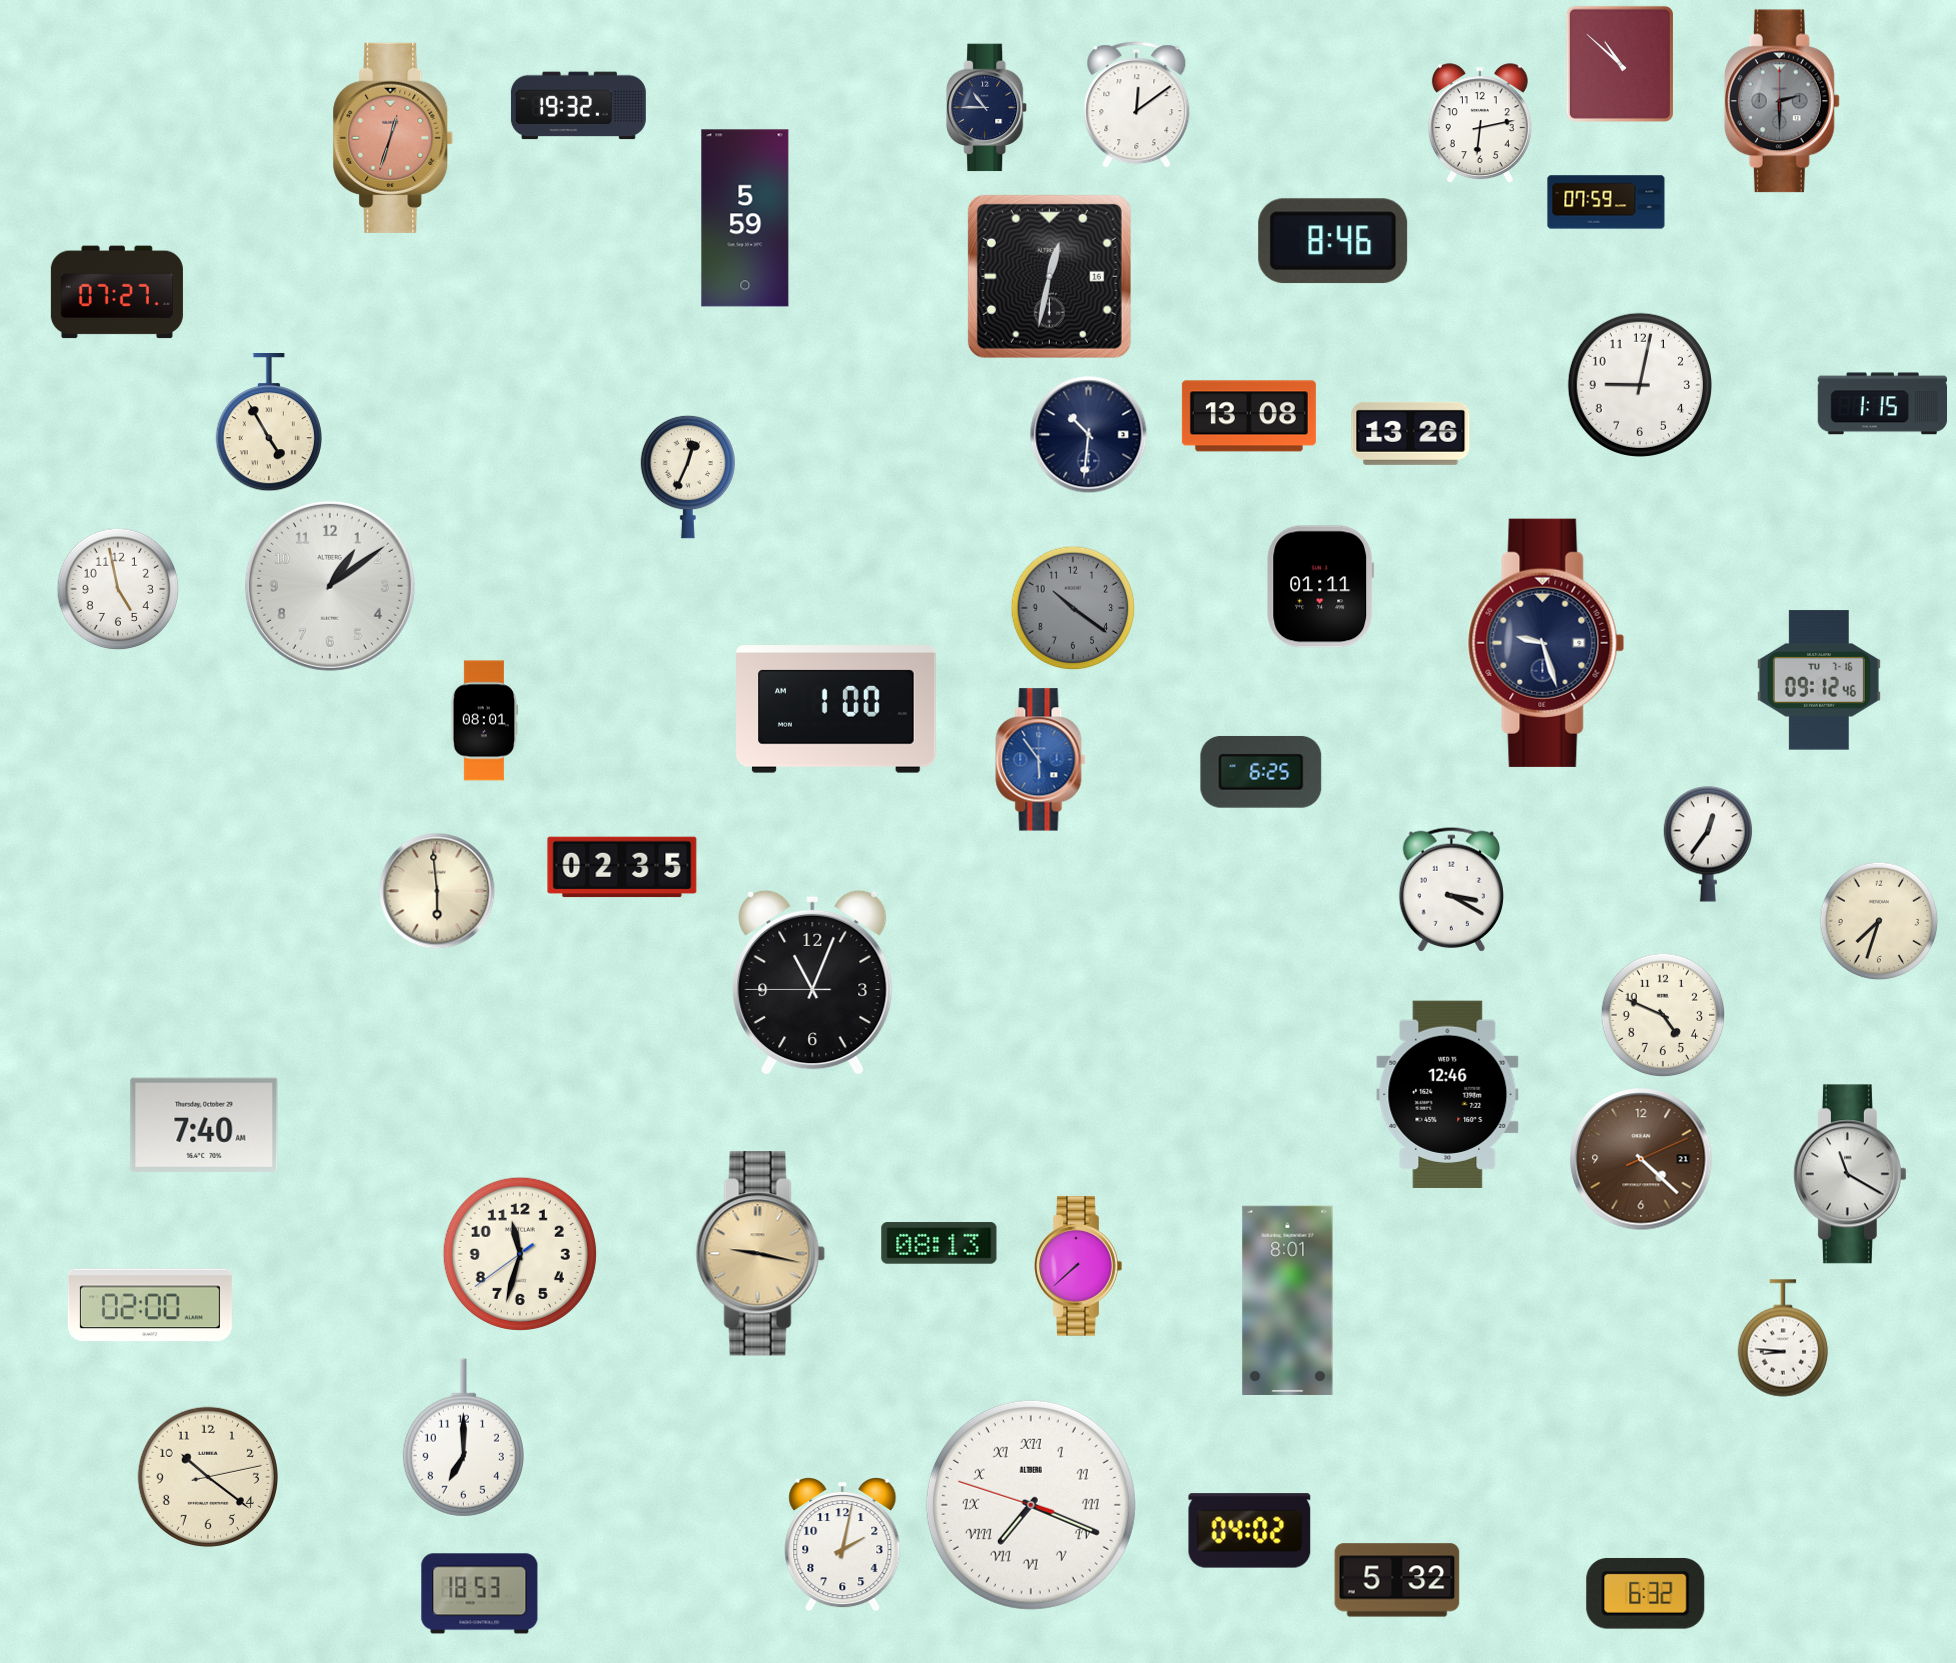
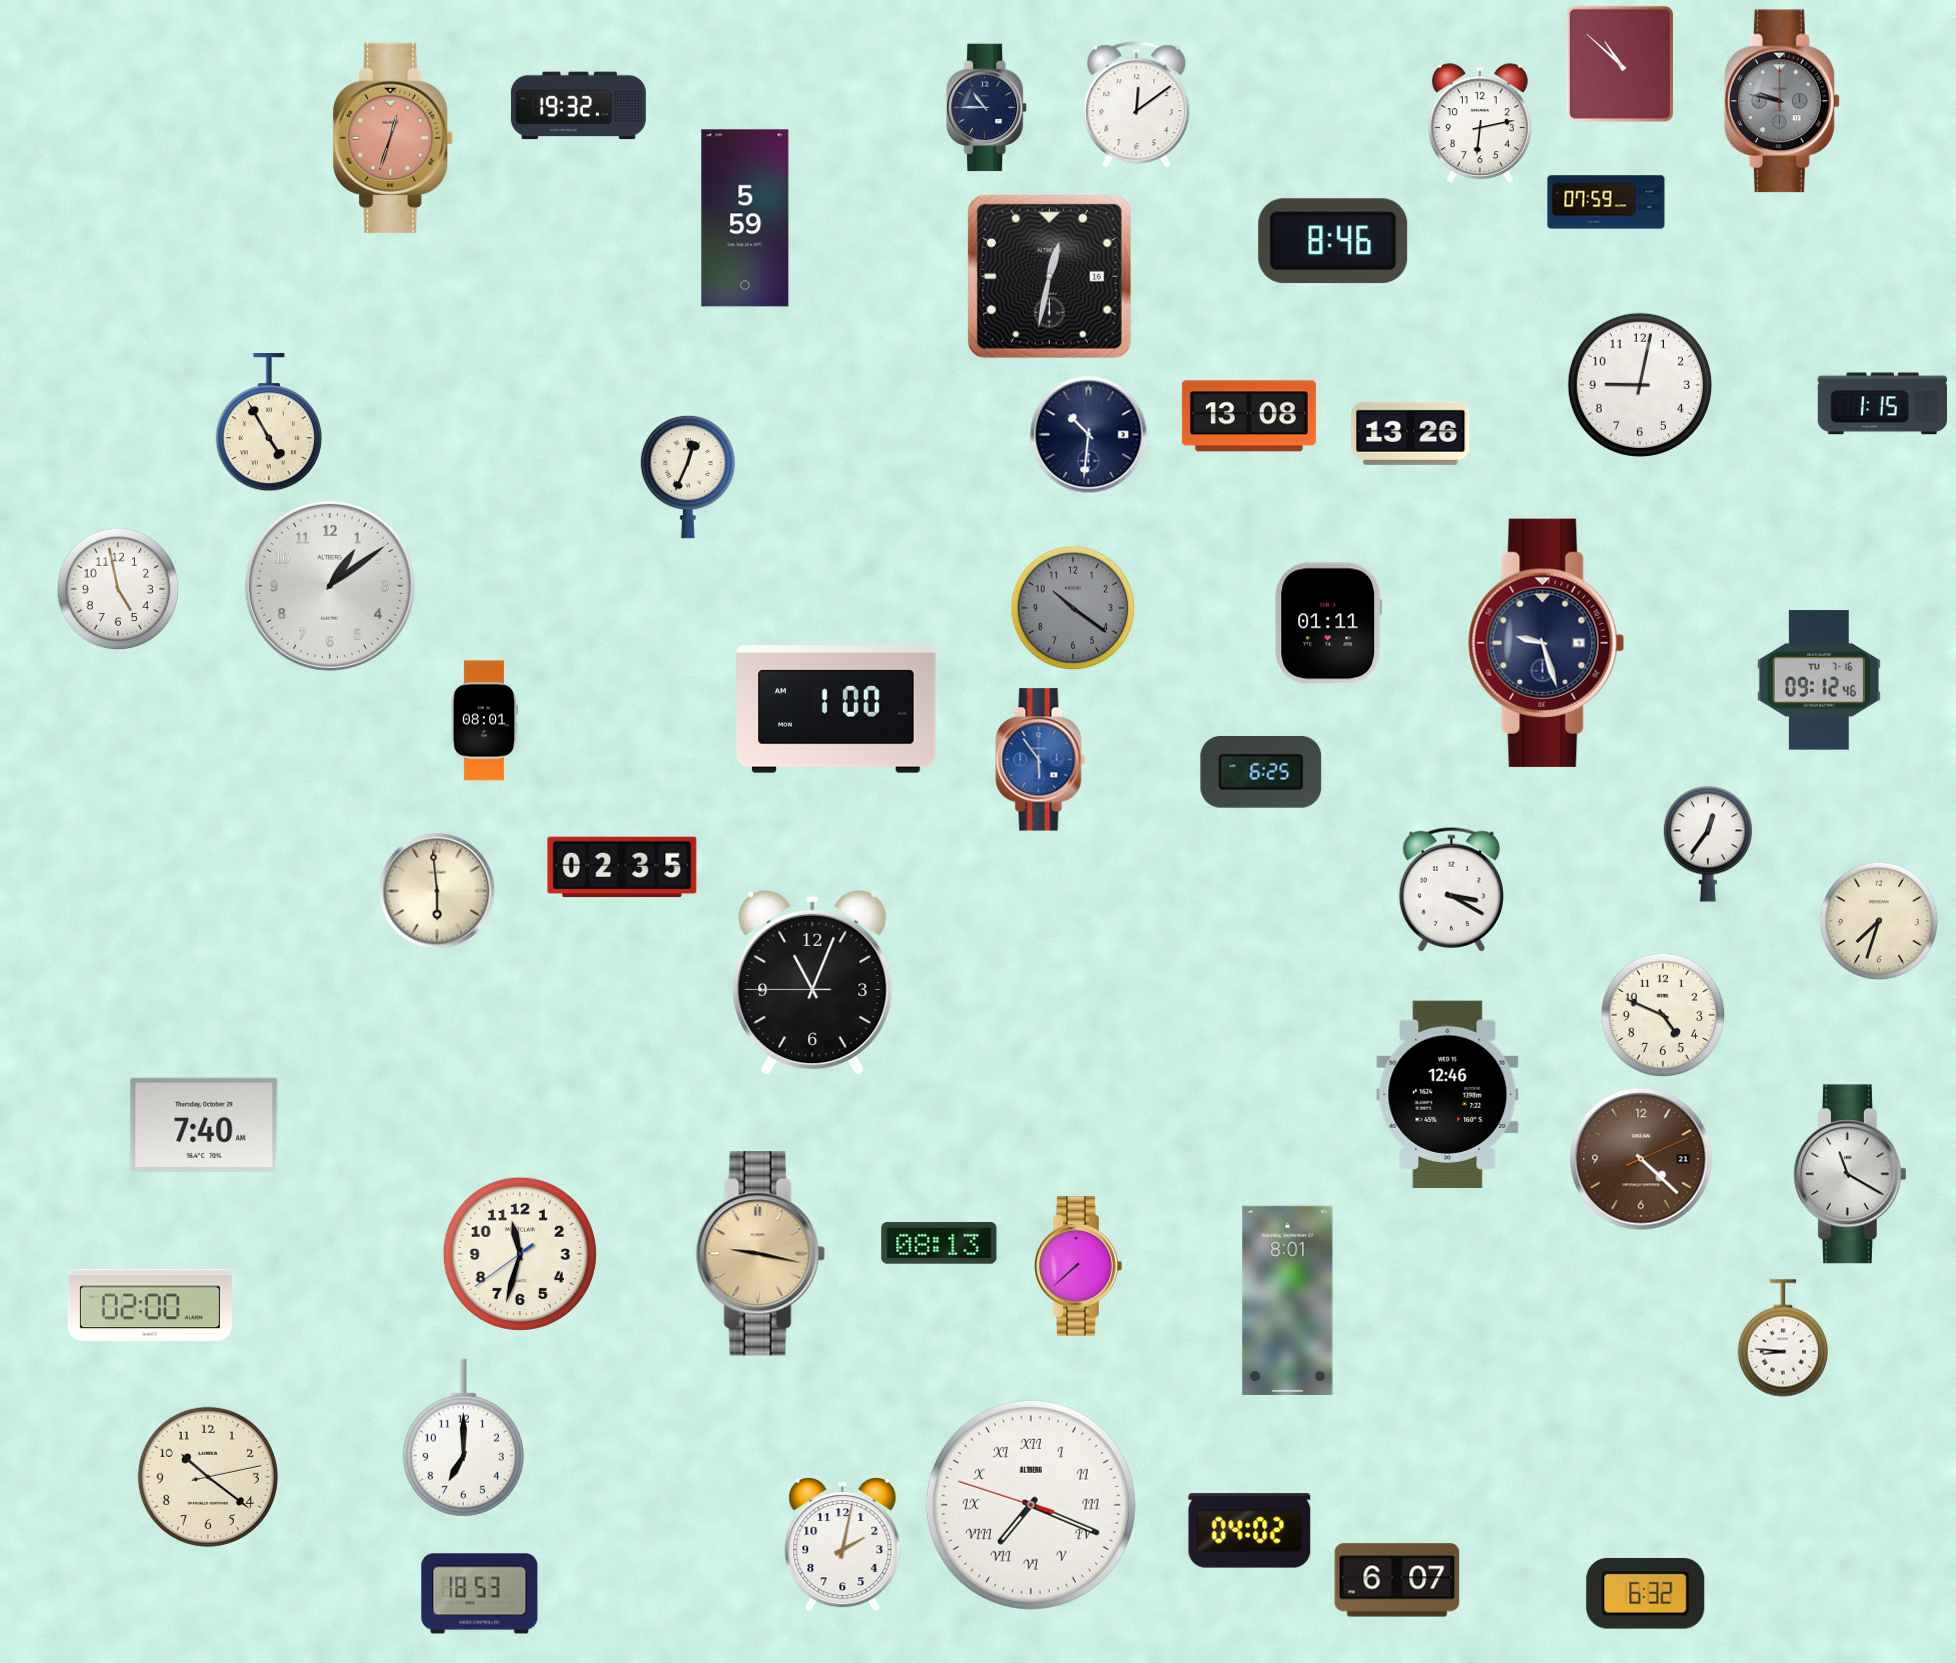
clock at (1782, 101): 2:30 -> 9:47
clock at (117, 292): 07:27 -> none
clock at (1321, 587) position: (1321, 587) -> (1329, 624)
clock at (1397, 1580): 5:32 -> 6:07
